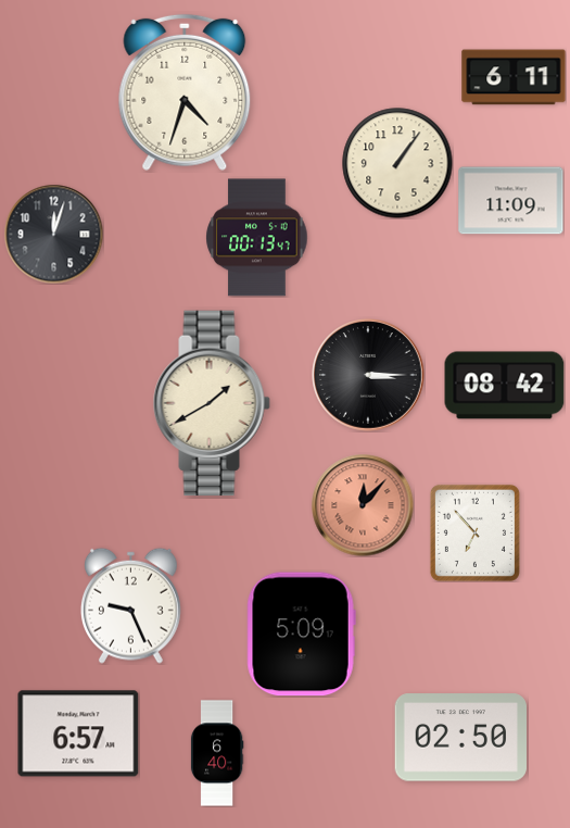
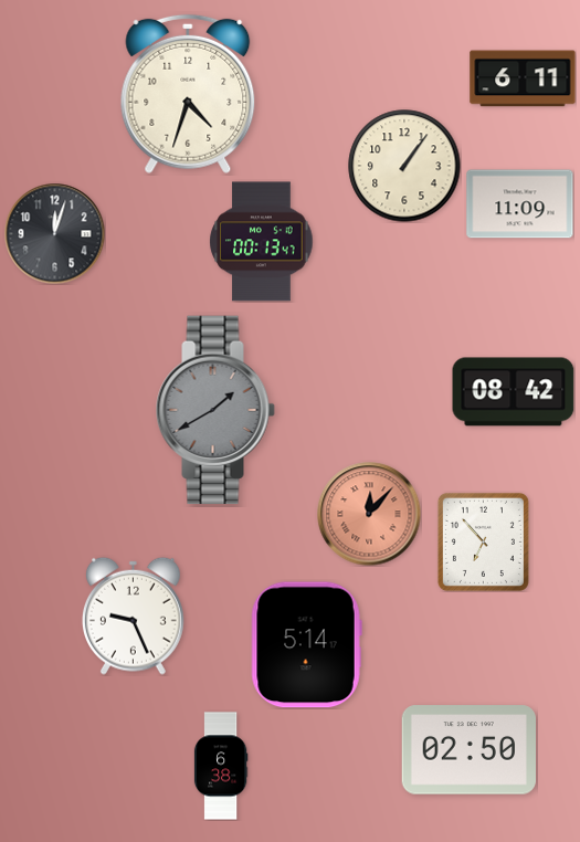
clock at (53, 234) position: (53, 234) -> (54, 233)
clock at (368, 375): 3:15 -> none
clock at (212, 403) dial: cream -> grey
clock at (301, 635): 5:09 -> 5:14
clock at (78, 733): 6:57 -> none
clock at (217, 753): 6:40 -> 6:38
